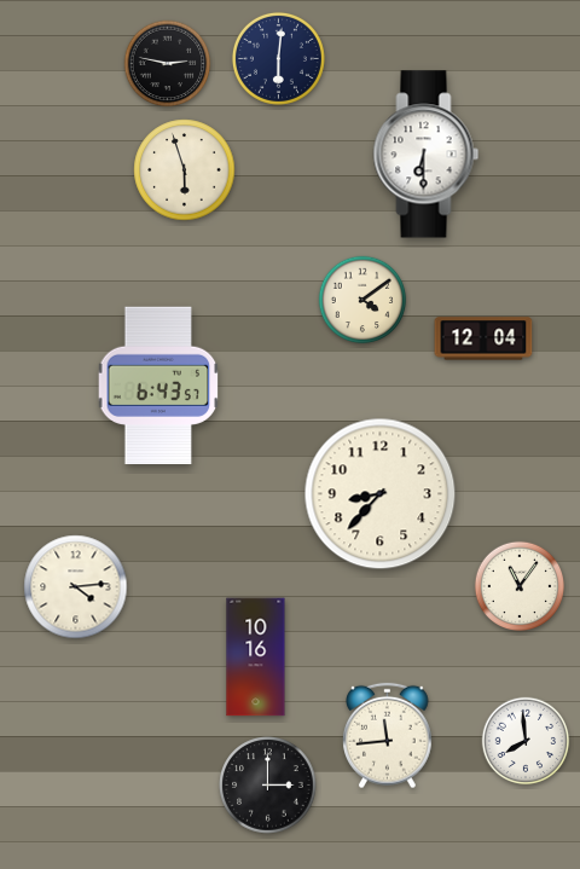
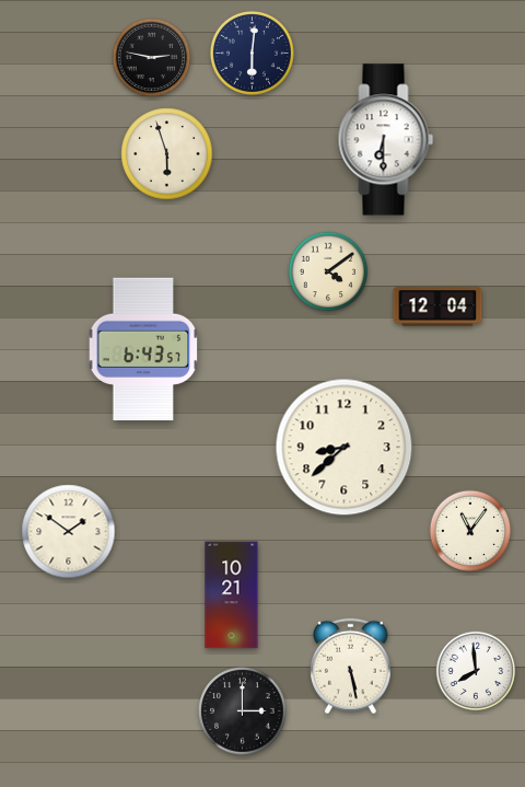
clock at (381, 494): 8:37 -> 8:38
clock at (76, 587): 4:14 -> 1:51
clock at (256, 657): 10:16 -> 10:21
clock at (388, 736): 11:44 -> 5:28
